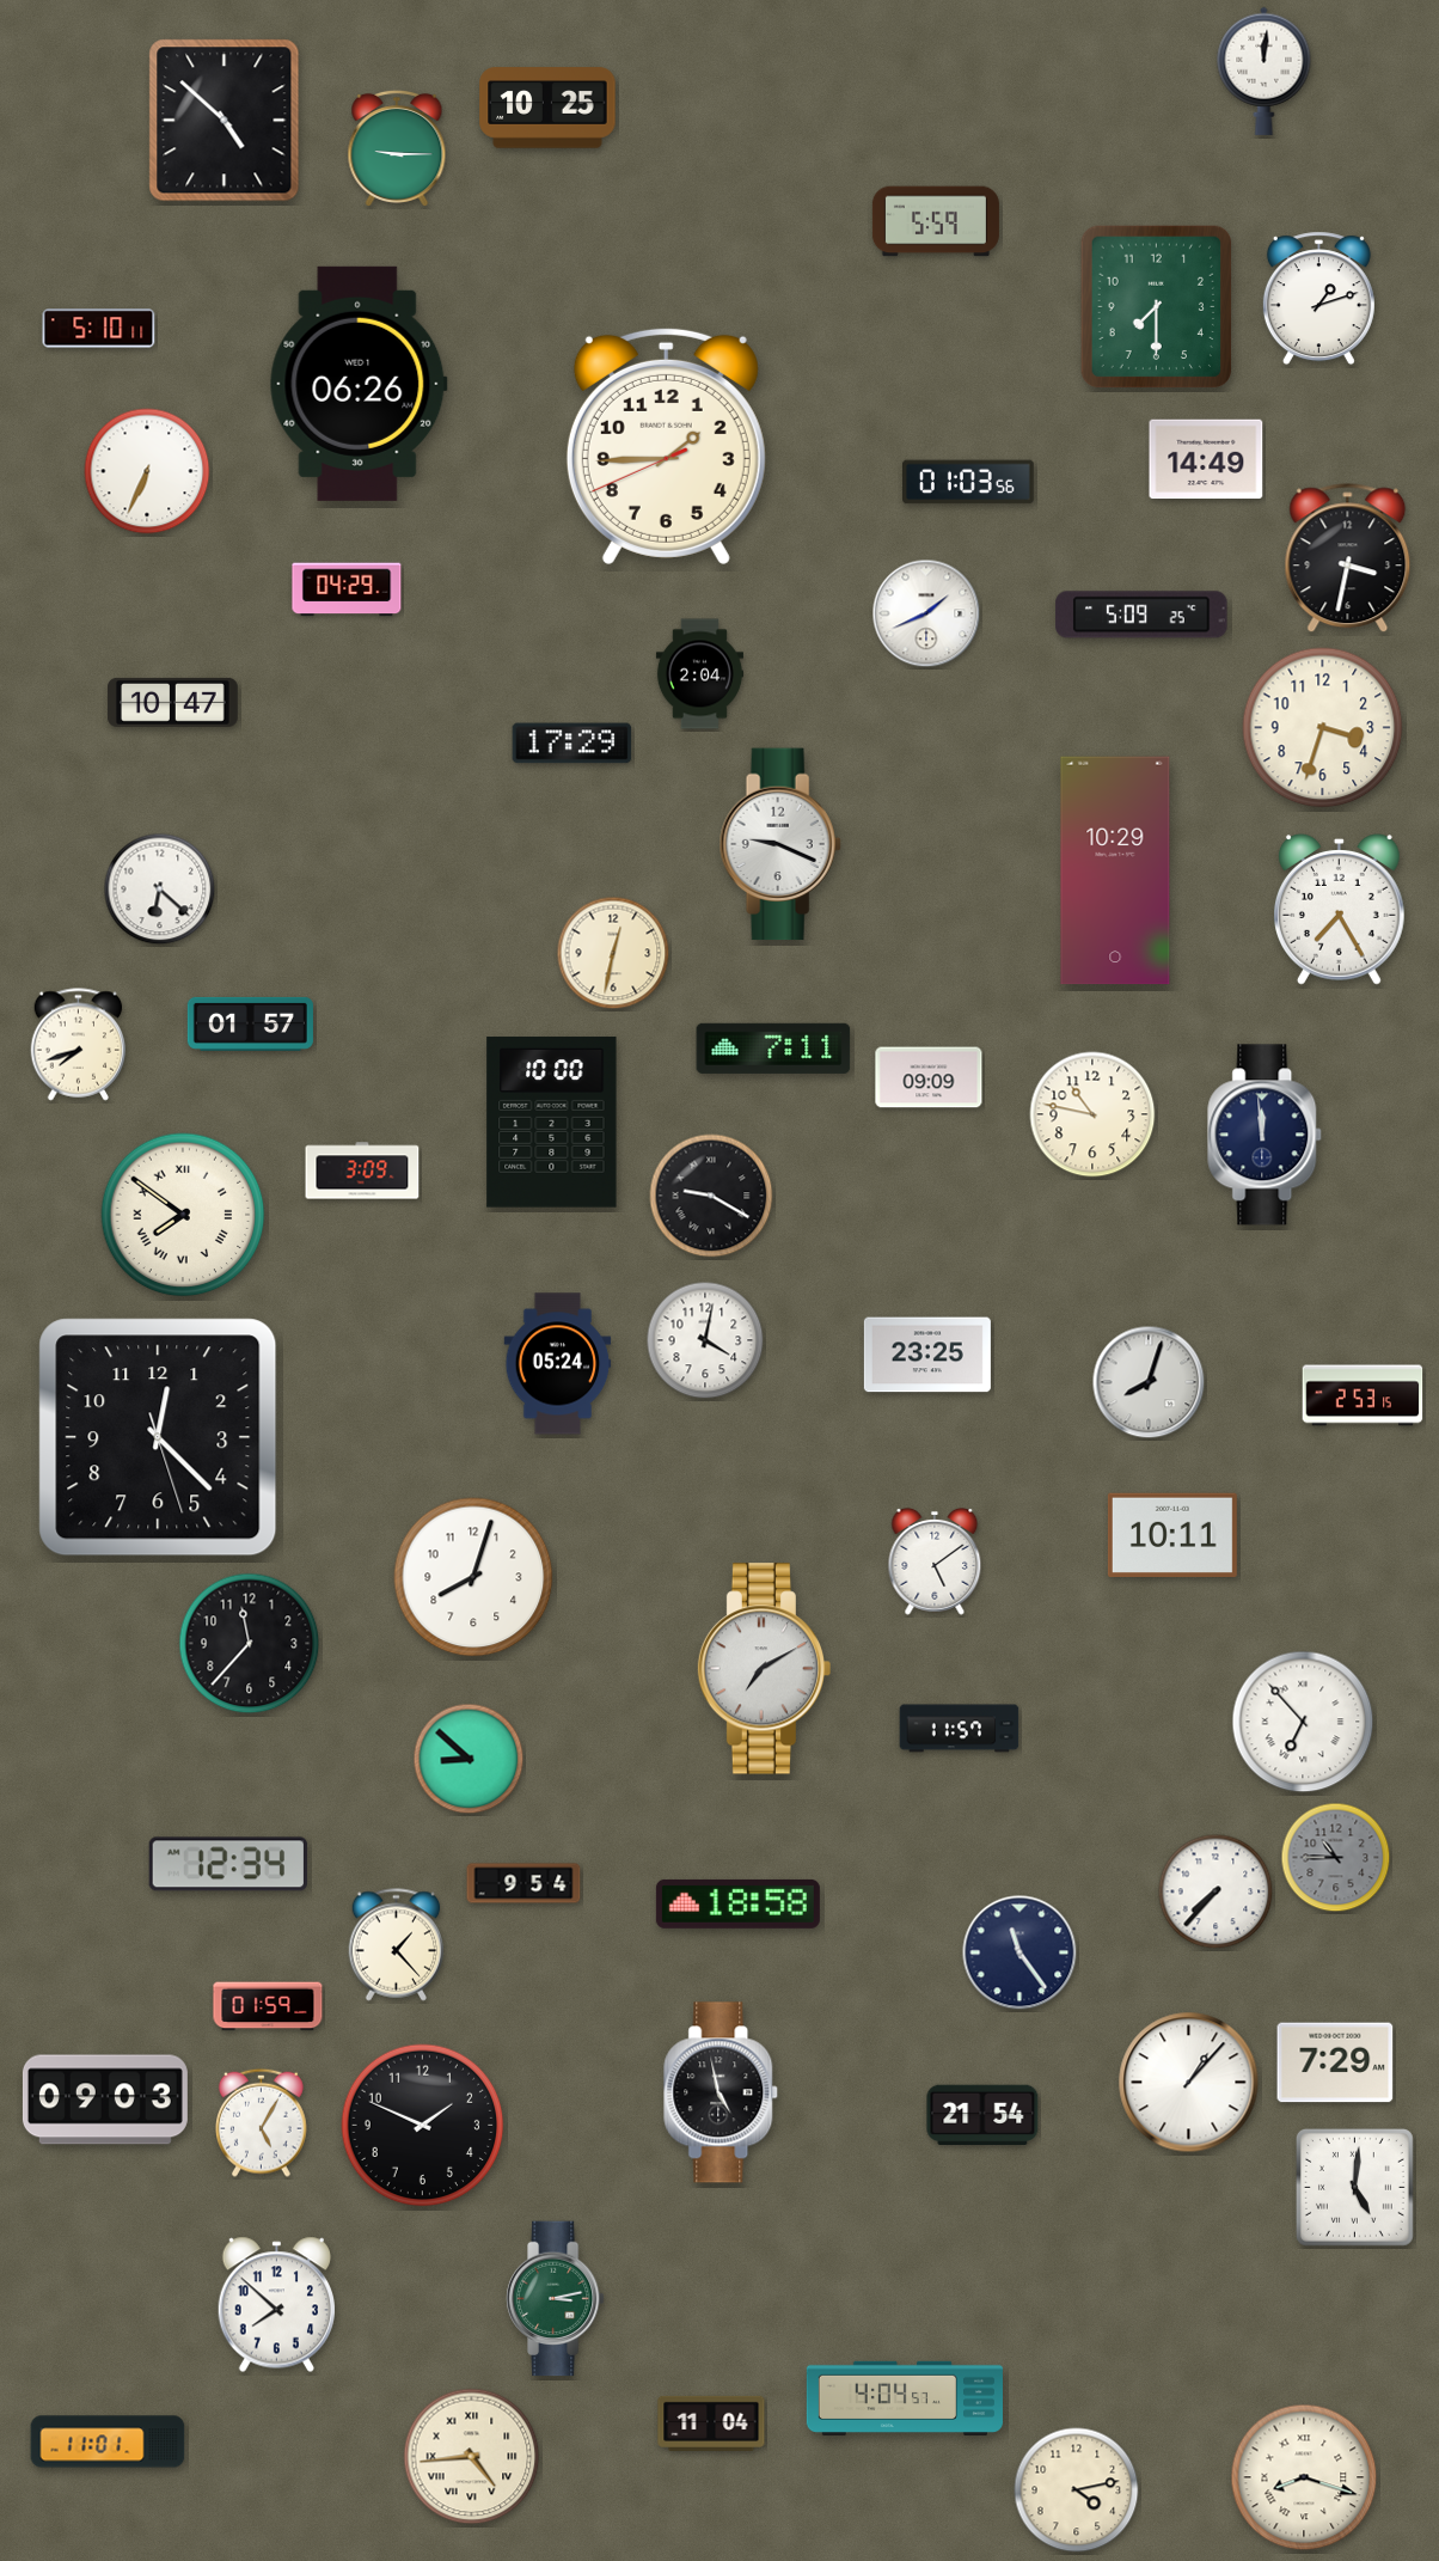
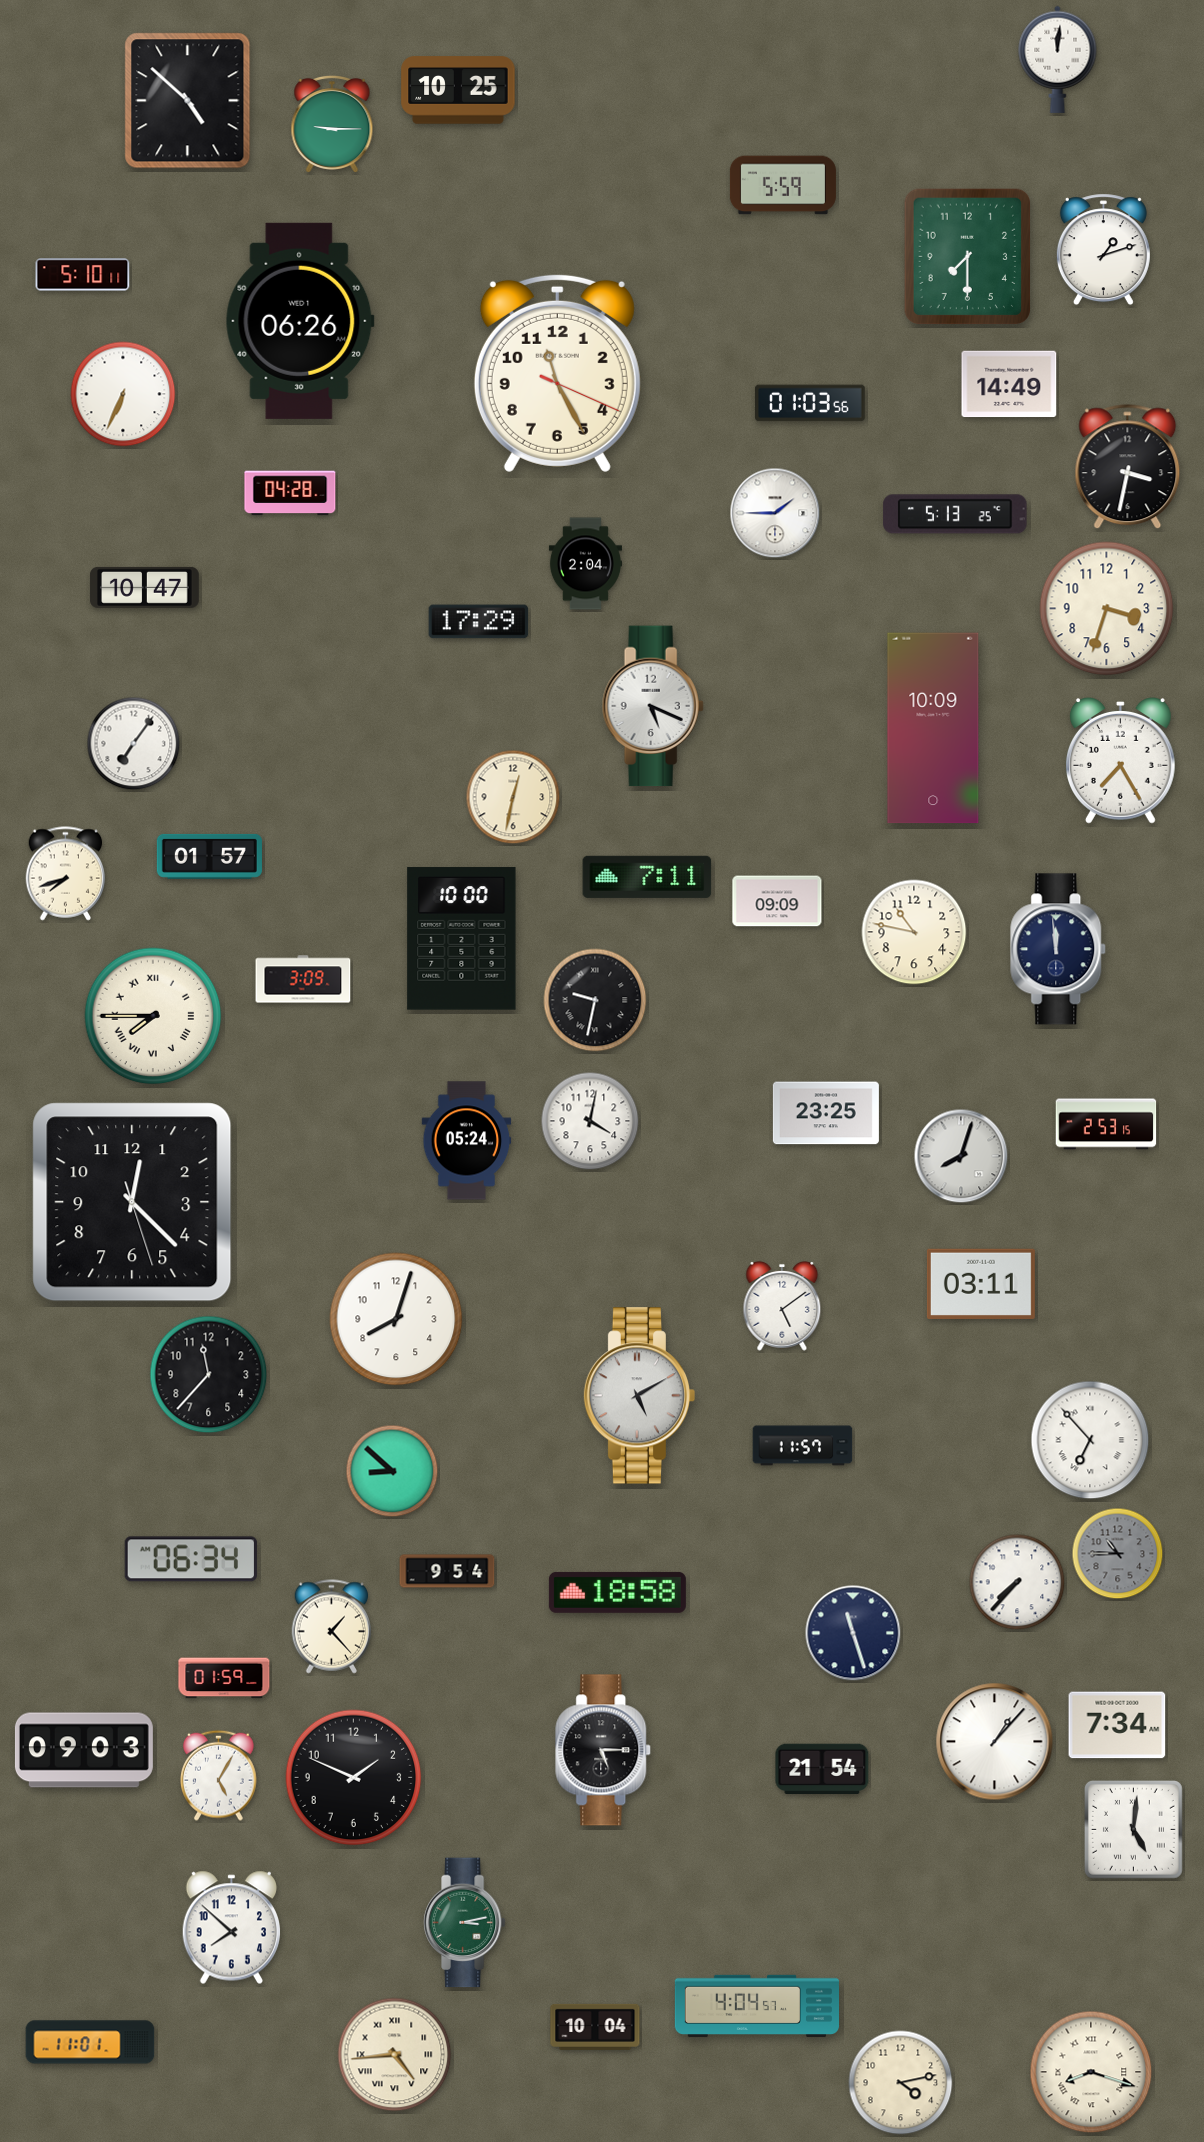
clock at (666, 446): 1:44 -> 11:25
clock at (347, 589): 04:29 -> 04:28
clock at (926, 613): 1:41 -> 1:45
clock at (1141, 615): 5:09 -> 5:13
clock at (780, 844): 9:19 -> 5:19
clock at (1115, 870): 10:29 -> 10:09
clock at (160, 890): 6:22 -> 7:06
clock at (711, 1196): 9:20 -> 9:32
clock at (183, 1215): 7:51 -> 7:45
clock at (927, 1355) position: (927, 1355) -> (826, 1113)
clock at (1363, 1395) position: (1363, 1395) -> (1106, 1124)
clock at (1172, 1534): 10:11 -> 03:11
clock at (765, 1669): 7:10 -> 5:10
clock at (228, 1864): 12:34 -> 06:34
clock at (523, 1883) position: (523, 1883) -> (447, 1571)
clock at (1019, 1952): 11:24 -> 11:27
clock at (1335, 2062): 7:29 -> 7:34
clock at (722, 2092): 4:58 -> 5:15
clock at (105, 2099) position: (105, 2099) -> (84, 1750)
clock at (711, 2424): 11:04 -> 10:04
